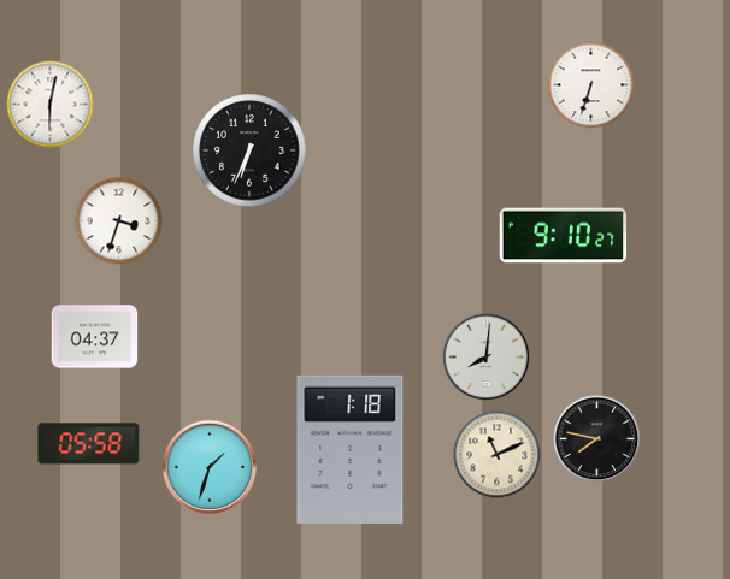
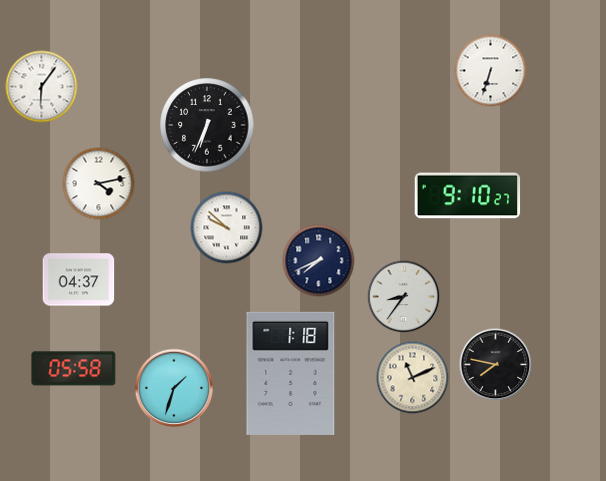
clock at (51, 105): 6:02 -> 6:06
clock at (119, 221): 3:33 -> 4:13
clock at (227, 228): none -> 9:52
clock at (319, 261): none -> 7:41
clock at (487, 358): 8:01 -> 8:36
